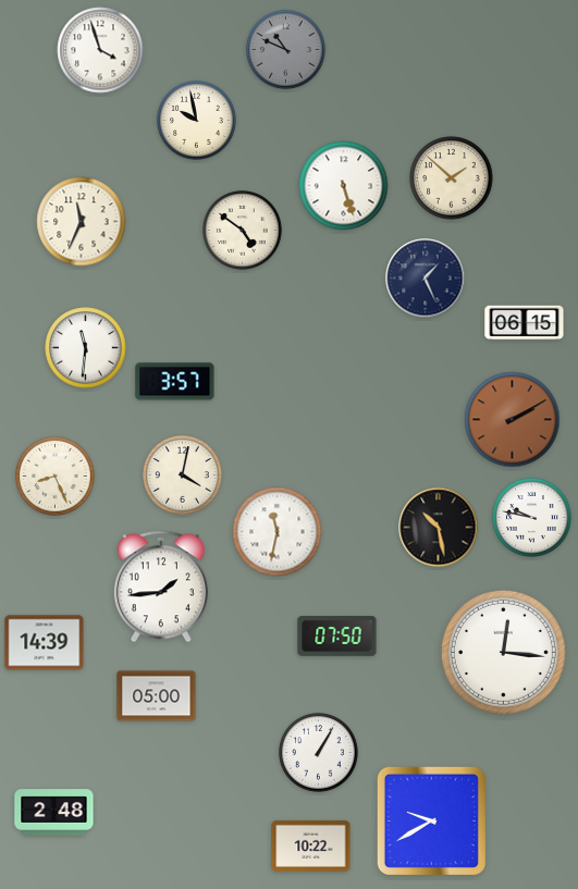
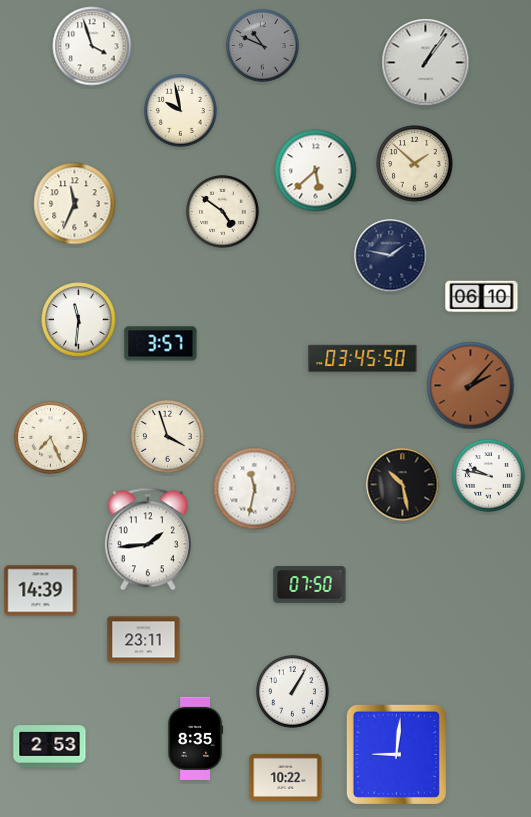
clock at (426, 63): none -> 1:06
clock at (344, 186): 5:27 -> 5:38
clock at (426, 279): 1:26 -> 1:47
clock at (525, 323): 06:15 -> 06:10
clock at (175, 382) position: (175, 382) -> (161, 344)
clock at (363, 359): none -> 03:45
clock at (513, 420): 2:10 -> 2:07
clock at (183, 476): 4:02 -> 3:57
clock at (56, 477): 8:26 -> 7:26
clock at (503, 652): 12:16 -> none
clock at (157, 696): 05:00 -> 23:11
clock at (195, 738): none -> 8:35
clock at (54, 813): 2:48 -> 2:53
clock at (431, 820): 9:40 -> 9:01
